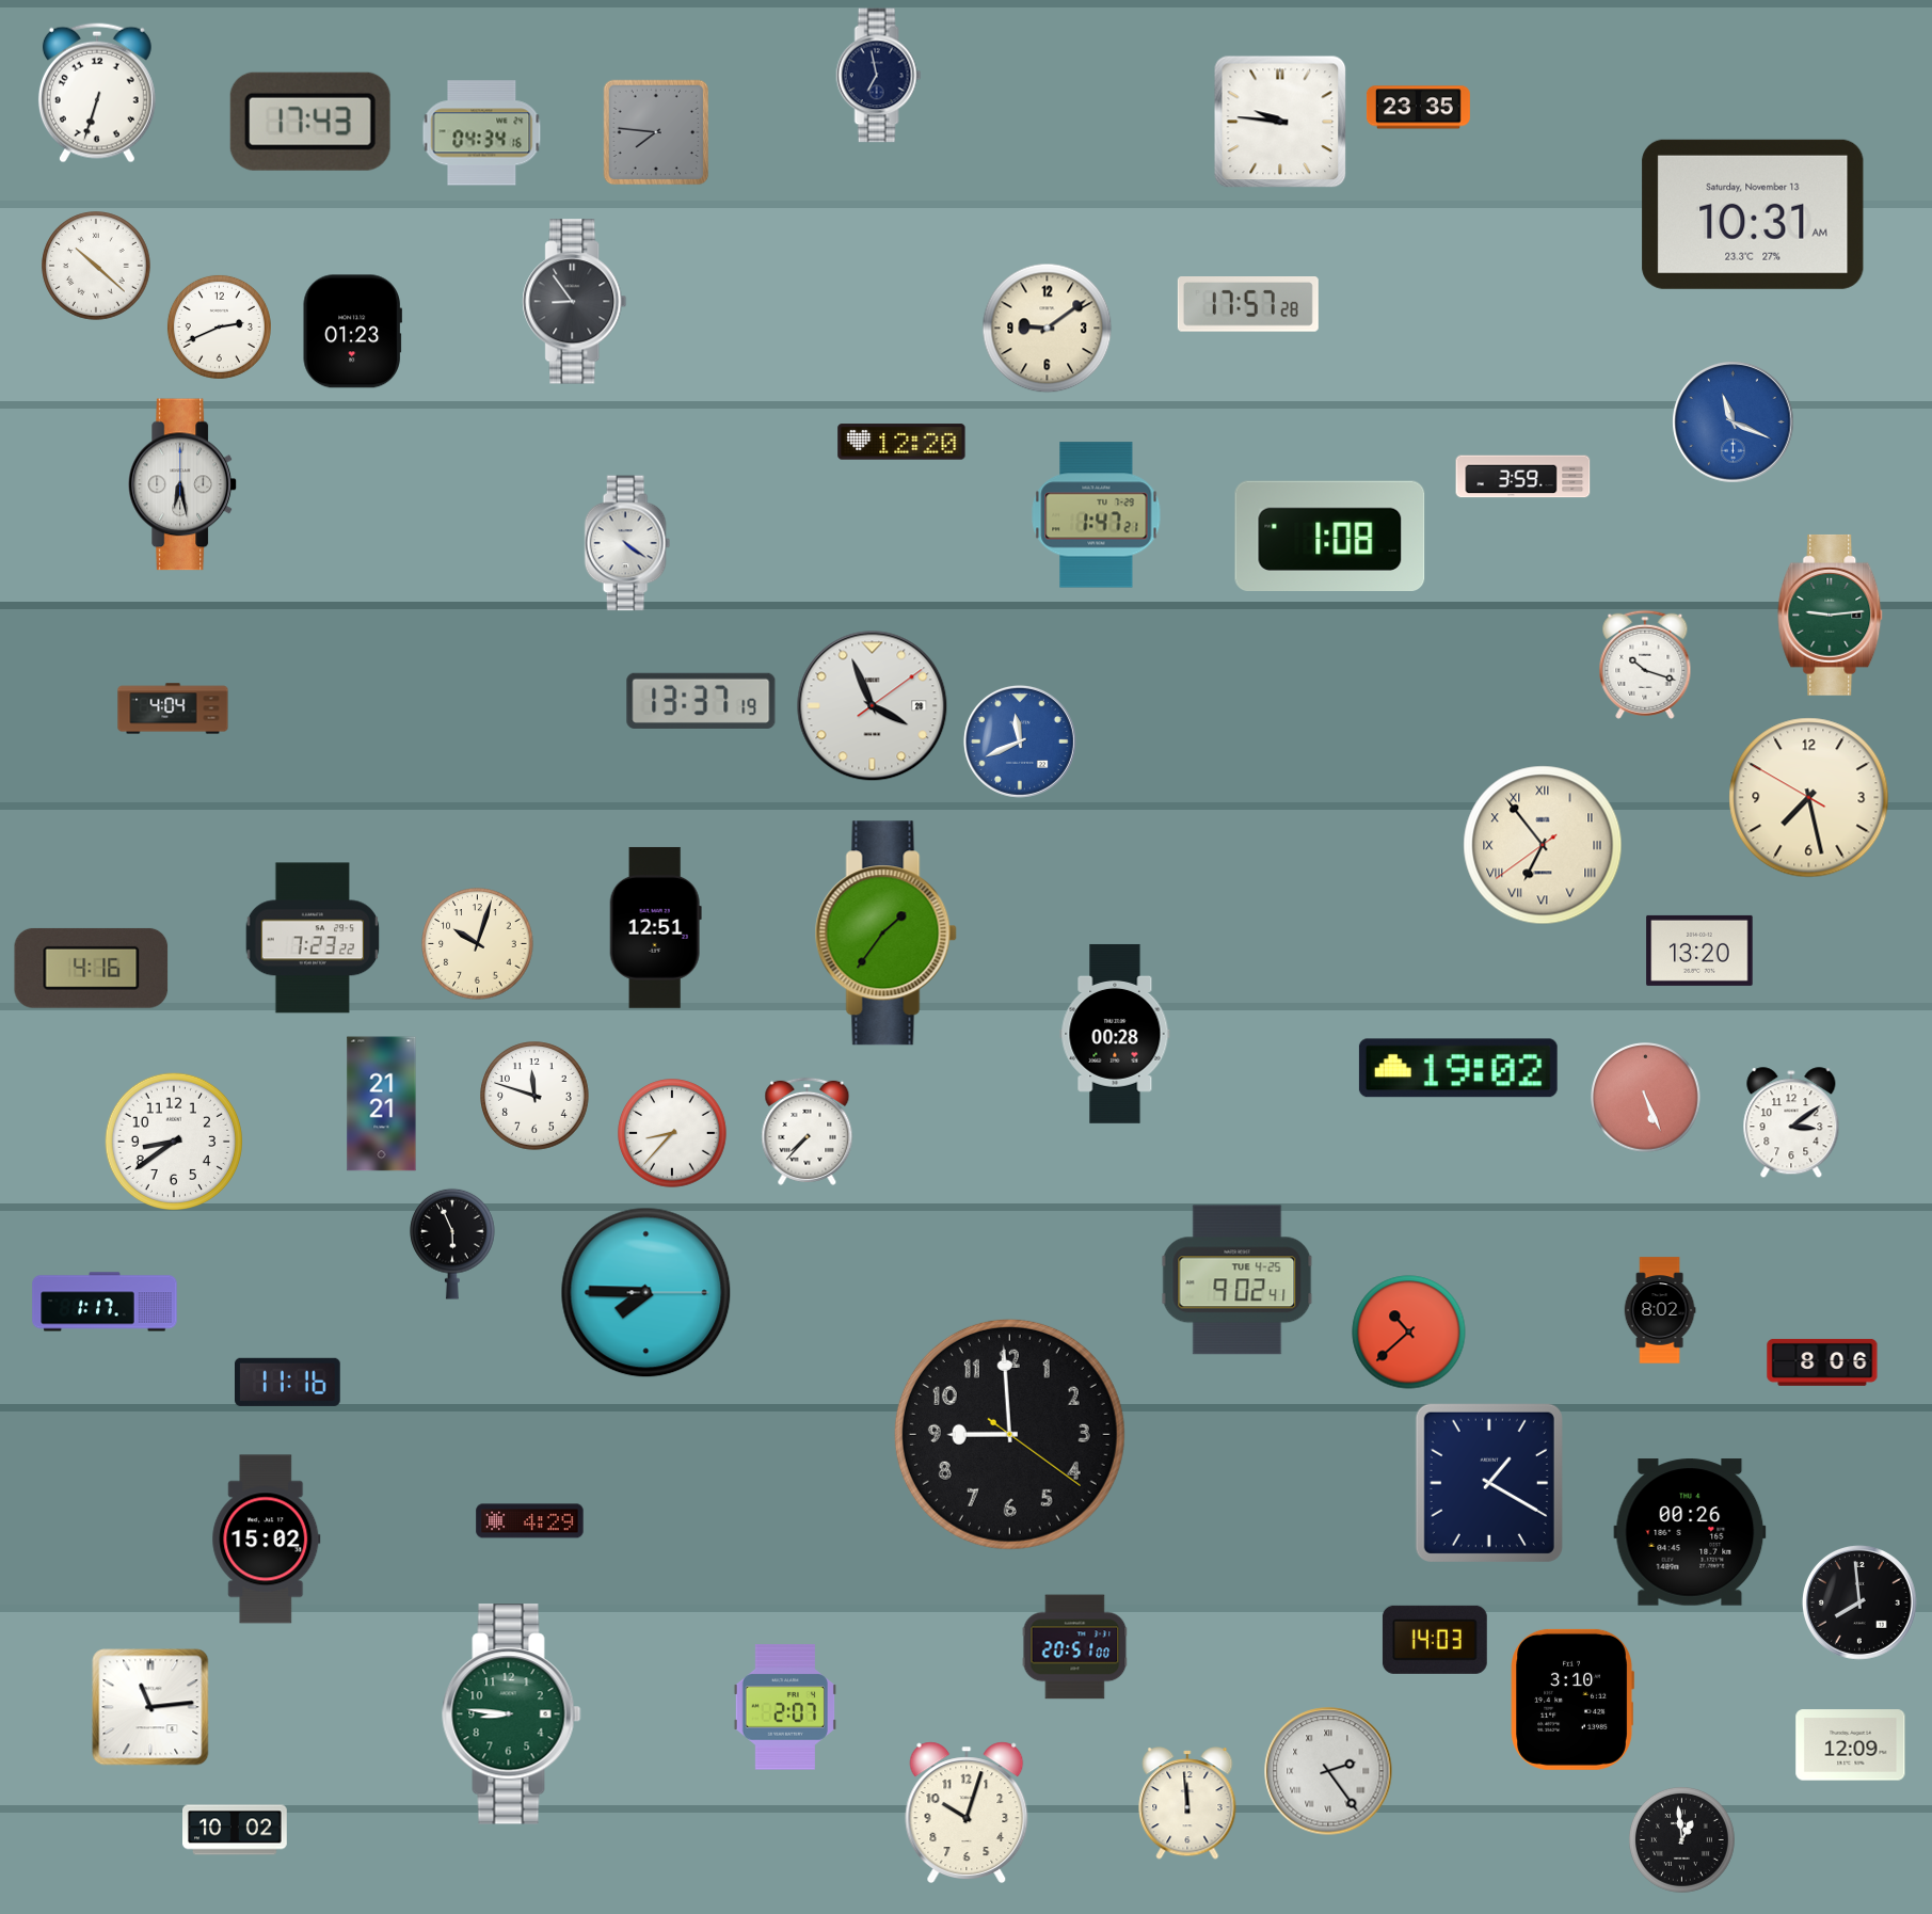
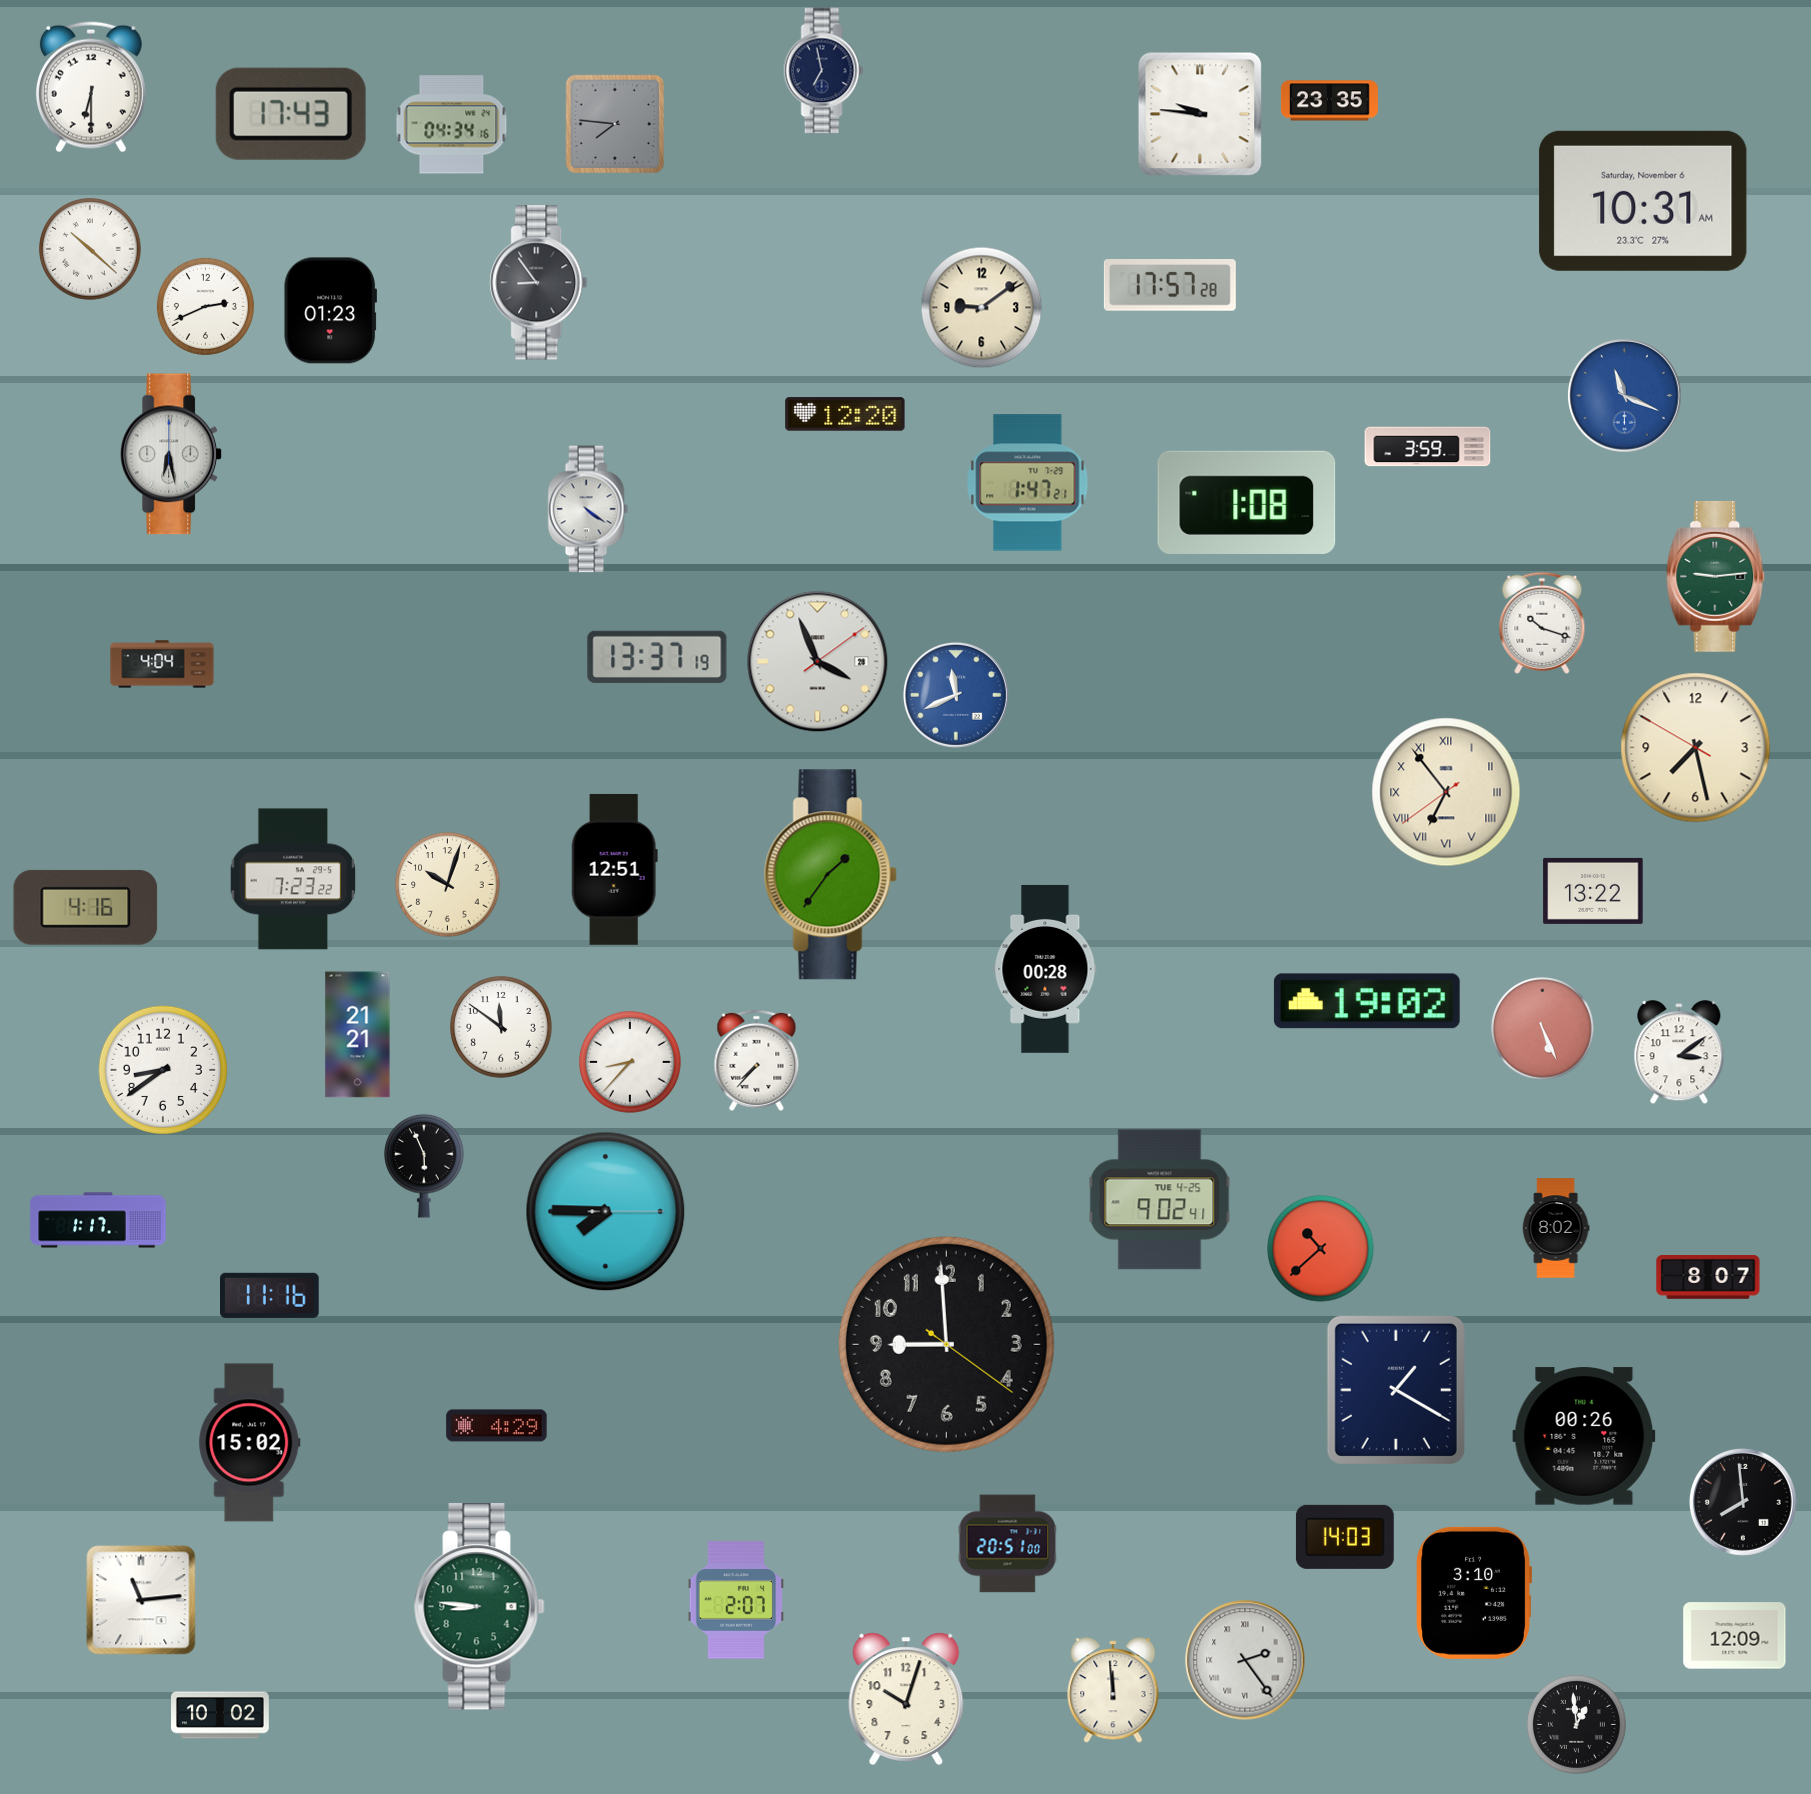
clock at (97, 93): 6:33 -> 6:30
clock at (1753, 214) date: Saturday, November 13 -> Saturday, November 6
clock at (1699, 951): 13:20 -> 13:22
clock at (534, 1096): 11:48 -> 11:51
clock at (1822, 1362): 8:06 -> 8:07
